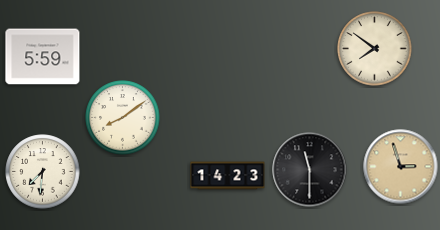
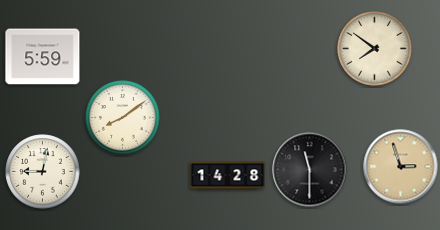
clock at (43, 172): 7:31 -> 9:02
clock at (228, 176): 14:23 -> 14:28
